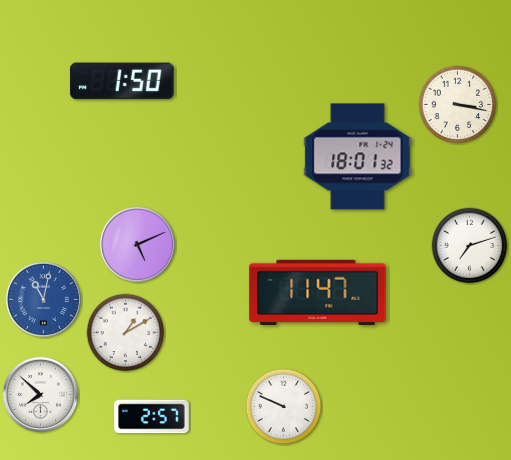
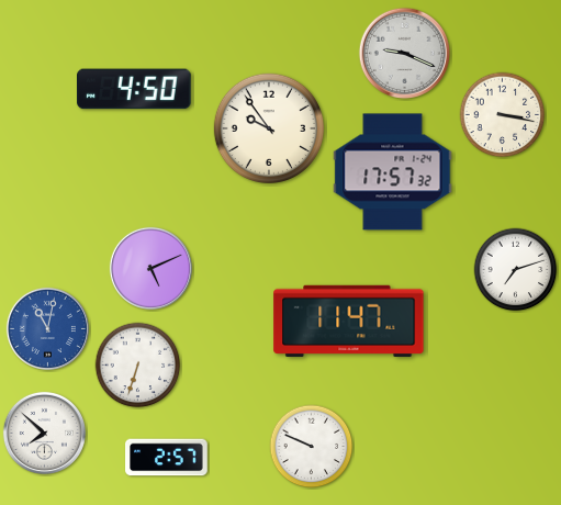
clock at (404, 53): none -> 9:19
clock at (123, 81): 1:50 -> 4:50
clock at (268, 127): none -> 9:54
clock at (358, 157): 18:01 -> 17:57
clock at (126, 333): 1:10 -> 6:33
